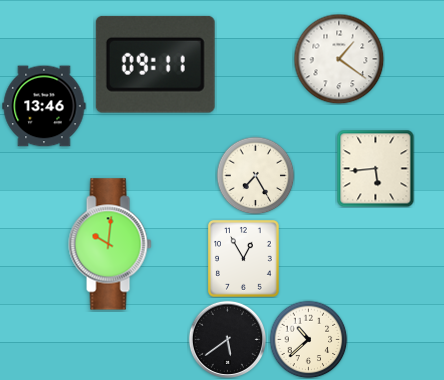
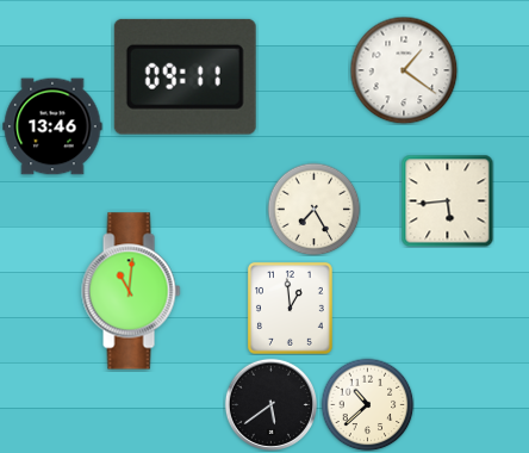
clock at (255, 175) position: (255, 175) -> (313, 209)
clock at (110, 244): 10:01 -> 11:01
clock at (243, 259): 12:55 -> 12:59
